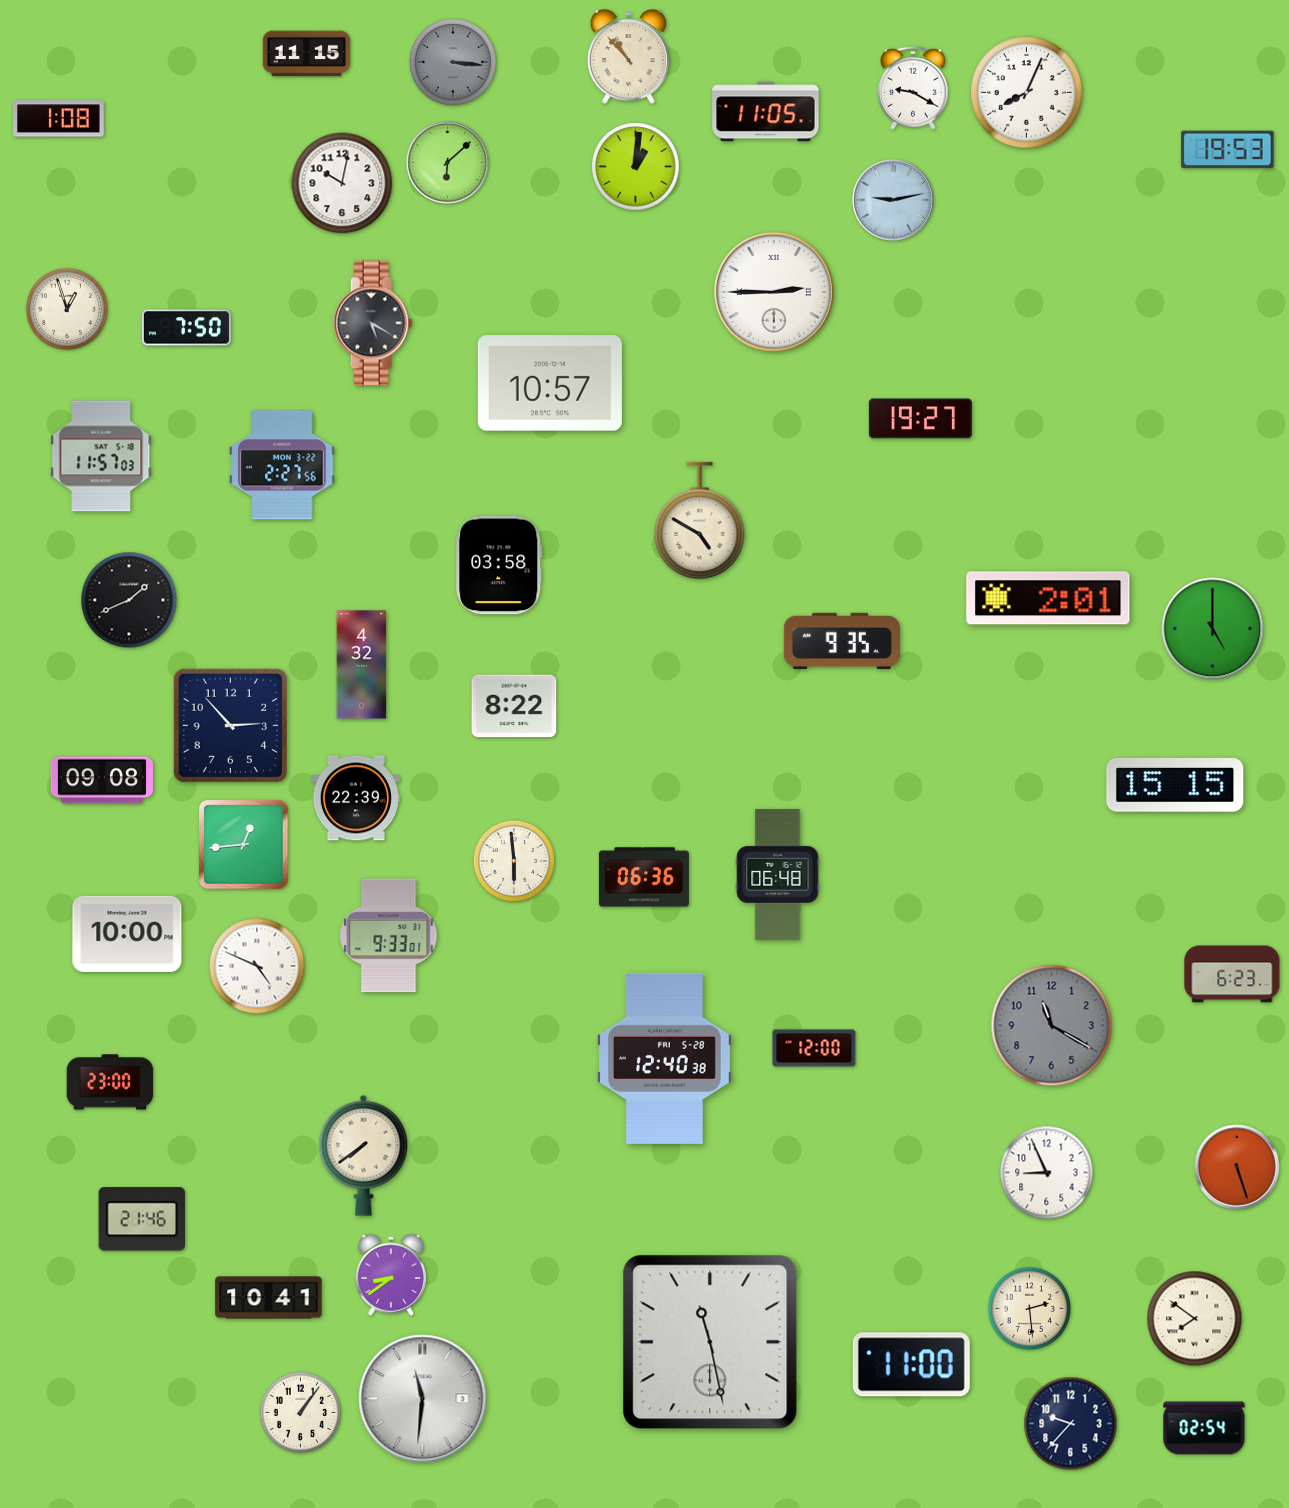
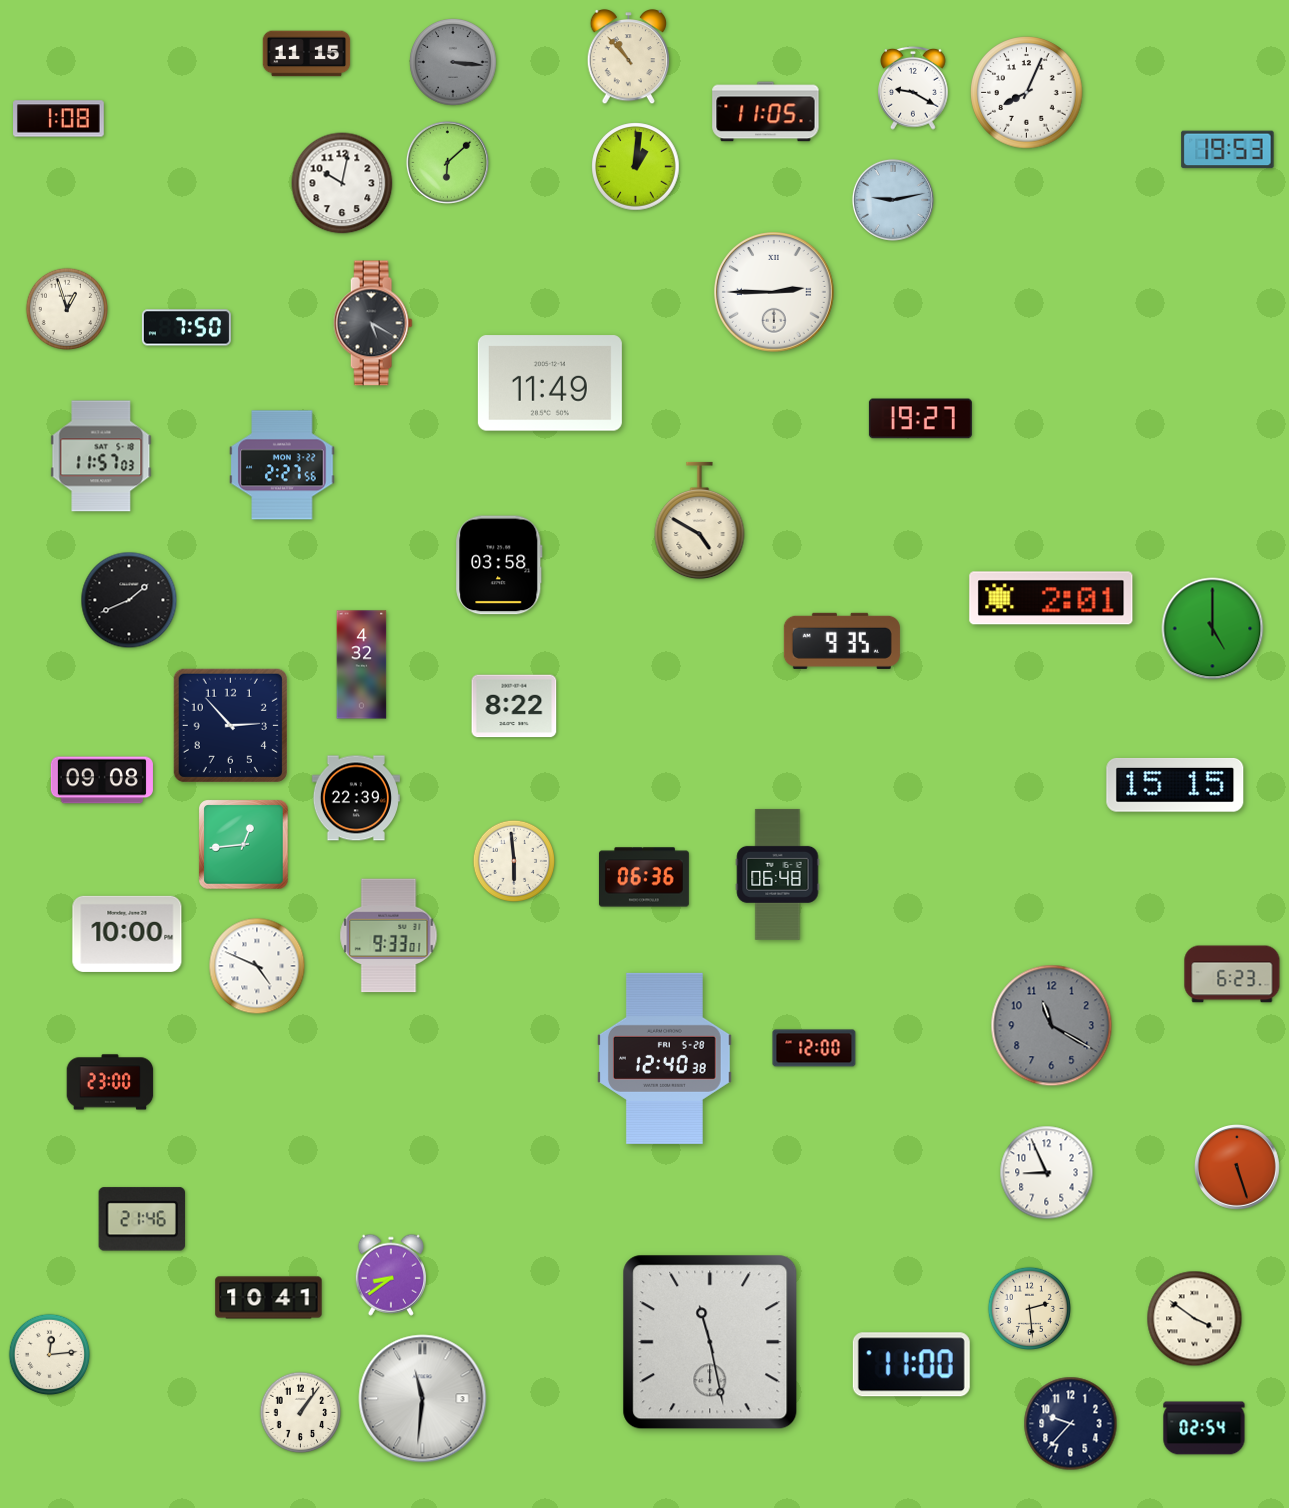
clock at (550, 383): 10:57 -> 11:49
clock at (1048, 598) position: (1048, 598) -> (1051, 598)
clock at (364, 1155): 7:39 -> none
clock at (1195, 1319): 7:51 -> 3:51
clock at (50, 1355): none -> 12:14
